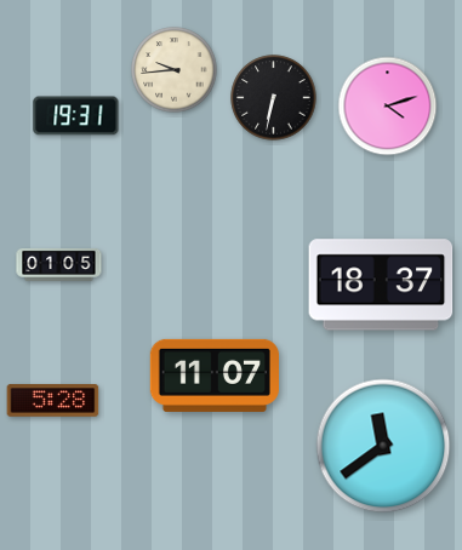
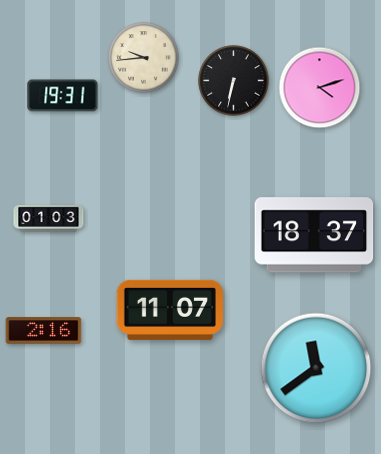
clock at (274, 98) position: (274, 98) -> (234, 81)
clock at (59, 264): 01:05 -> 01:03
clock at (213, 376) position: (213, 376) -> (169, 310)
clock at (53, 401): 5:28 -> 2:16
